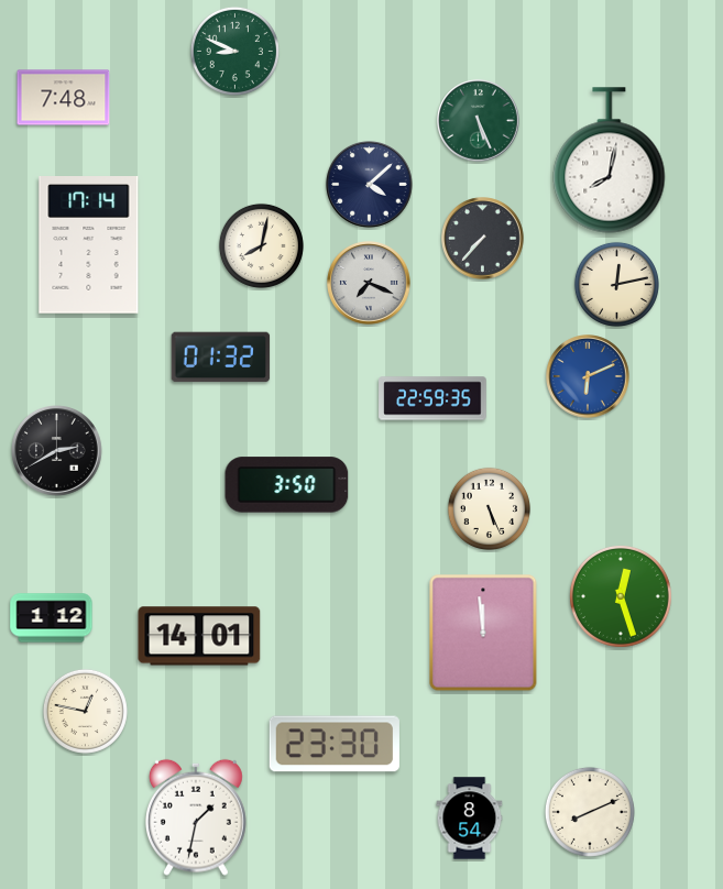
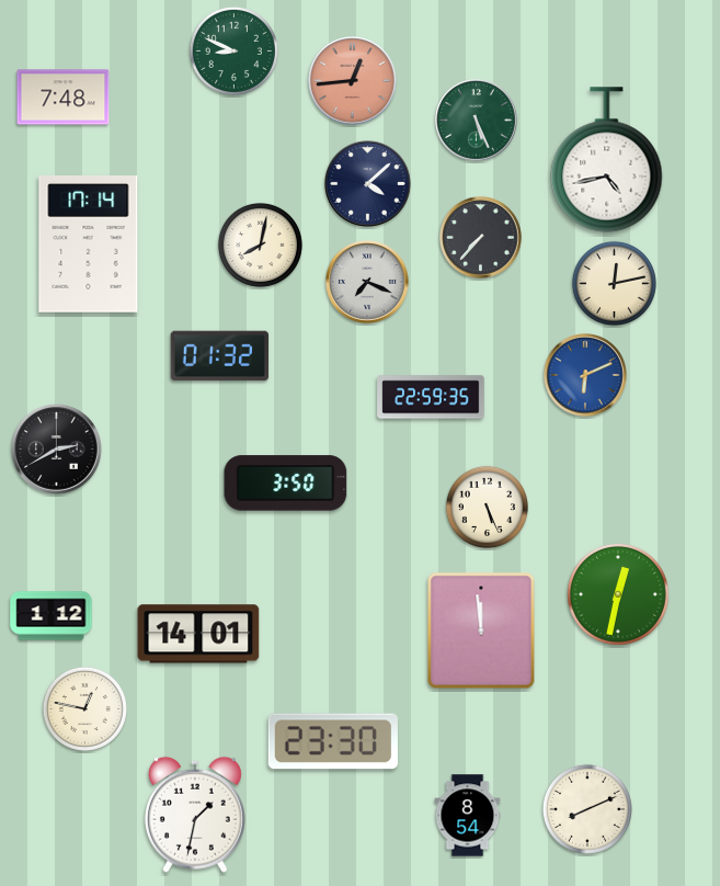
clock at (353, 81): none -> 12:44
clock at (610, 161): 8:02 -> 4:43
clock at (621, 596): 12:27 -> 12:32
